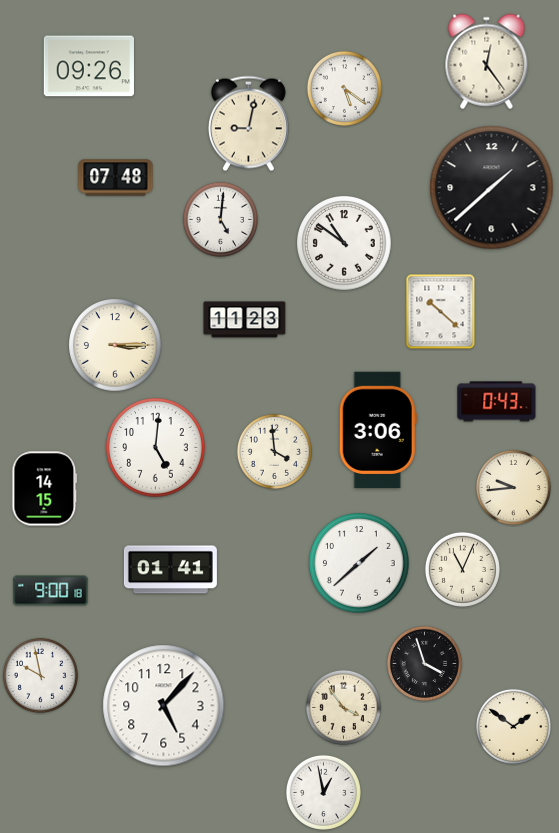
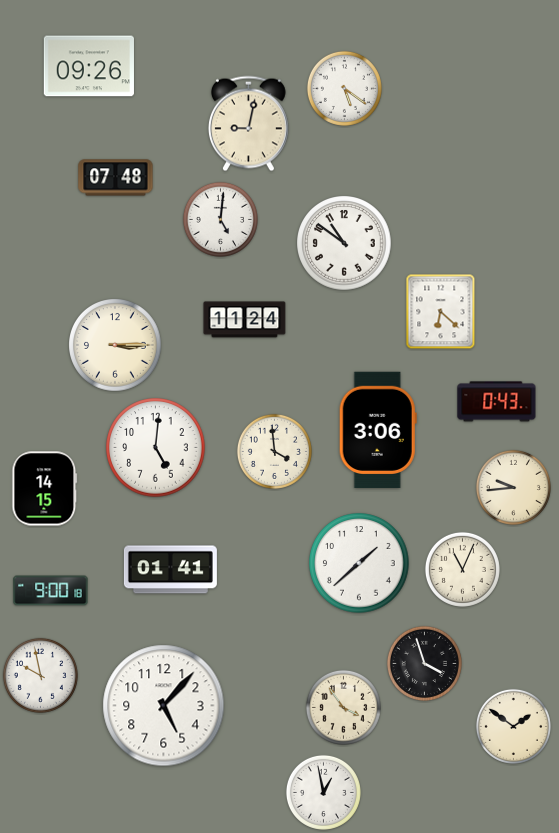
clock at (487, 62): 12:24 -> none
clock at (492, 188): 1:38 -> none
clock at (441, 312): 10:22 -> 6:22
clock at (245, 320): 11:23 -> 11:24
